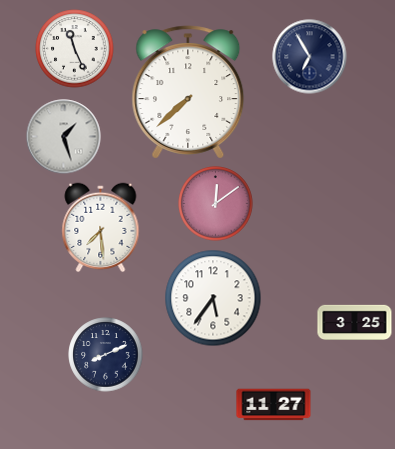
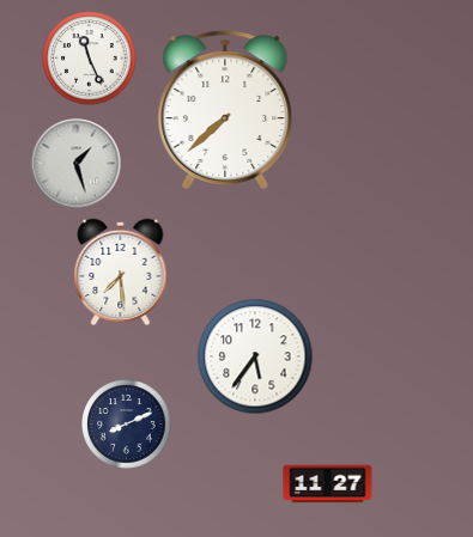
clock at (310, 57): 6:55 -> none
clock at (216, 204): 12:09 -> none
clock at (355, 322): 3:25 -> none
